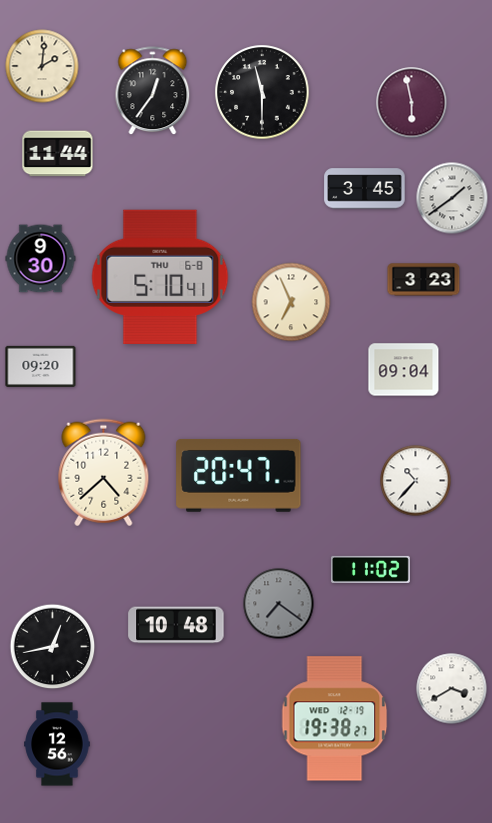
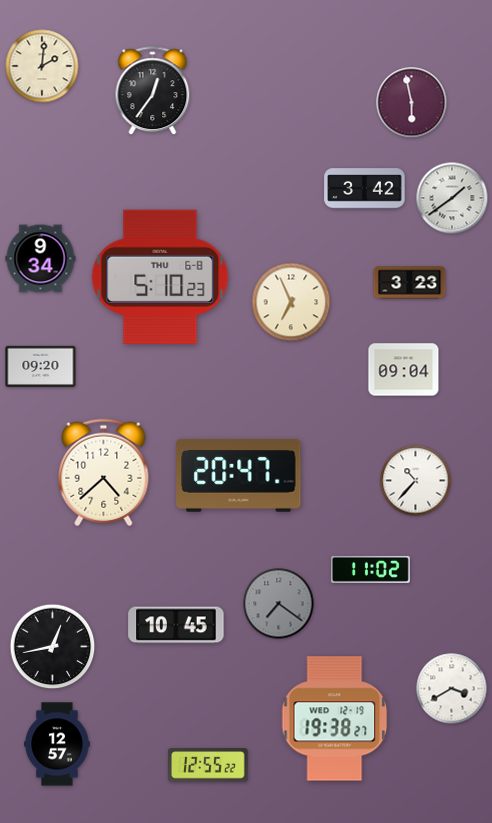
clock at (262, 92): 11:30 -> none
clock at (58, 154): 11:44 -> none
clock at (365, 189): 3:45 -> 3:42
clock at (41, 259): 9:30 -> 9:34
clock at (160, 276): 5:10:41 -> 5:10:23
clock at (424, 280) position: (424, 280) -> (410, 283)
clock at (176, 625): 10:48 -> 10:45
clock at (57, 744): 12:56 -> 12:57
clock at (209, 765): none -> 12:55
